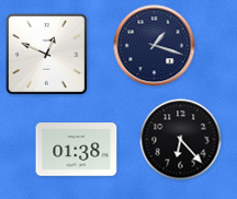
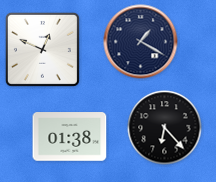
clock at (155, 46): 1:18 -> 1:20
